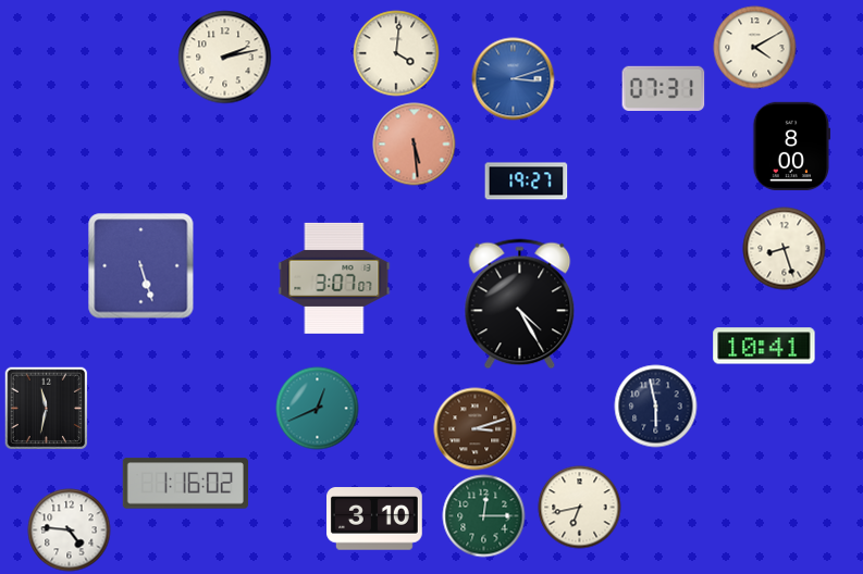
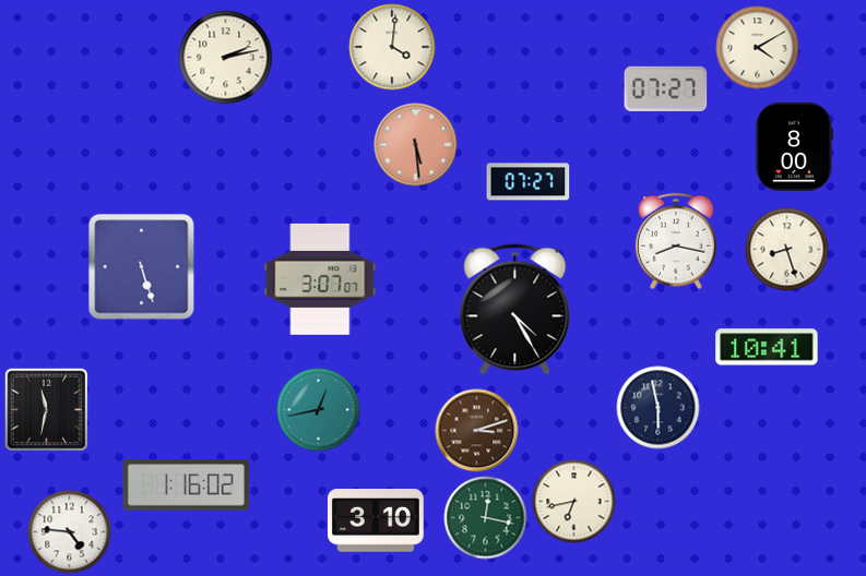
clock at (396, 53) position: (396, 53) -> (392, 47)
clock at (514, 79): 3:12 -> none
clock at (664, 89): 07:31 -> 07:27
clock at (527, 182): 19:27 -> 07:27
clock at (676, 241): none -> 8:17
clock at (334, 278) position: (334, 278) -> (320, 279)
clock at (520, 304) position: (520, 304) -> (515, 310)
clock at (318, 409): 12:41 -> 12:43
clock at (580, 508) position: (580, 508) -> (574, 502)
clock at (484, 516): 12:15 -> 12:17
